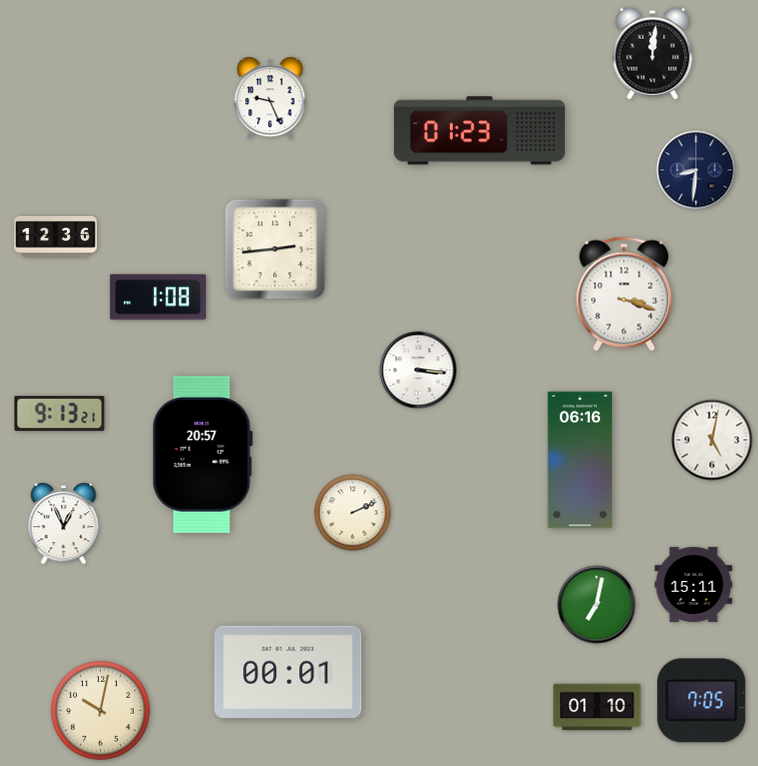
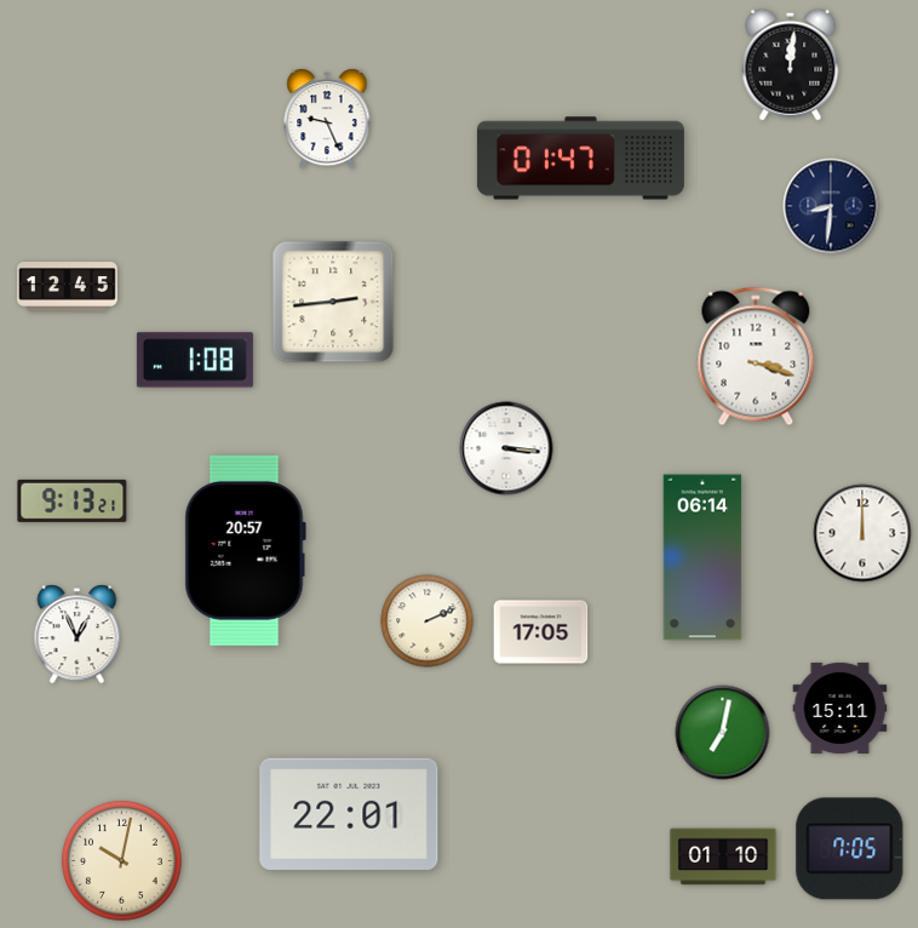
clock at (479, 131): 01:23 -> 01:47
clock at (696, 170) position: (696, 170) -> (831, 206)
clock at (56, 237): 12:36 -> 12:45
clock at (158, 297) position: (158, 297) -> (195, 360)
clock at (712, 440): 5:02 -> 12:00
clock at (580, 460): 06:16 -> 06:14
clock at (541, 632): none -> 17:05
clock at (288, 672): 00:01 -> 22:01
